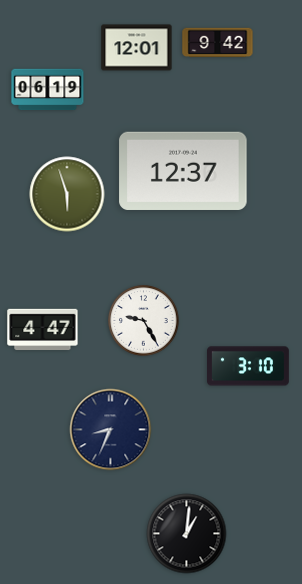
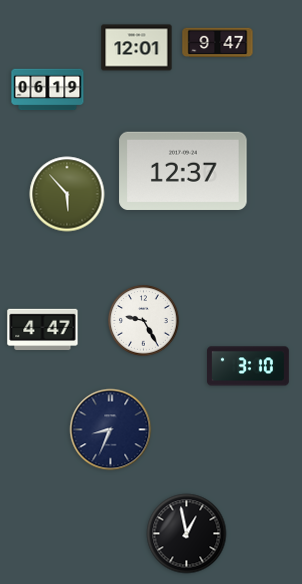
clock at (218, 43): 9:42 -> 9:47
clock at (67, 194): 5:57 -> 5:53
clock at (187, 534): 1:01 -> 12:58
